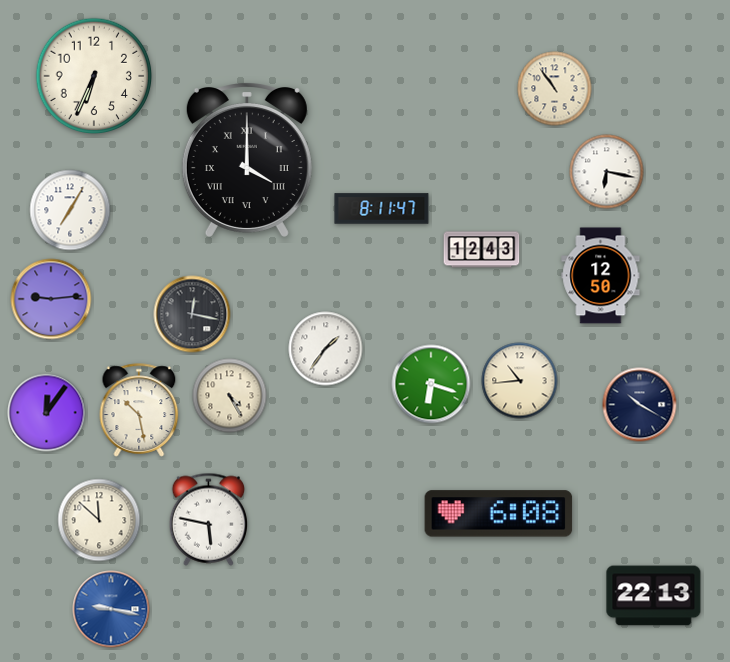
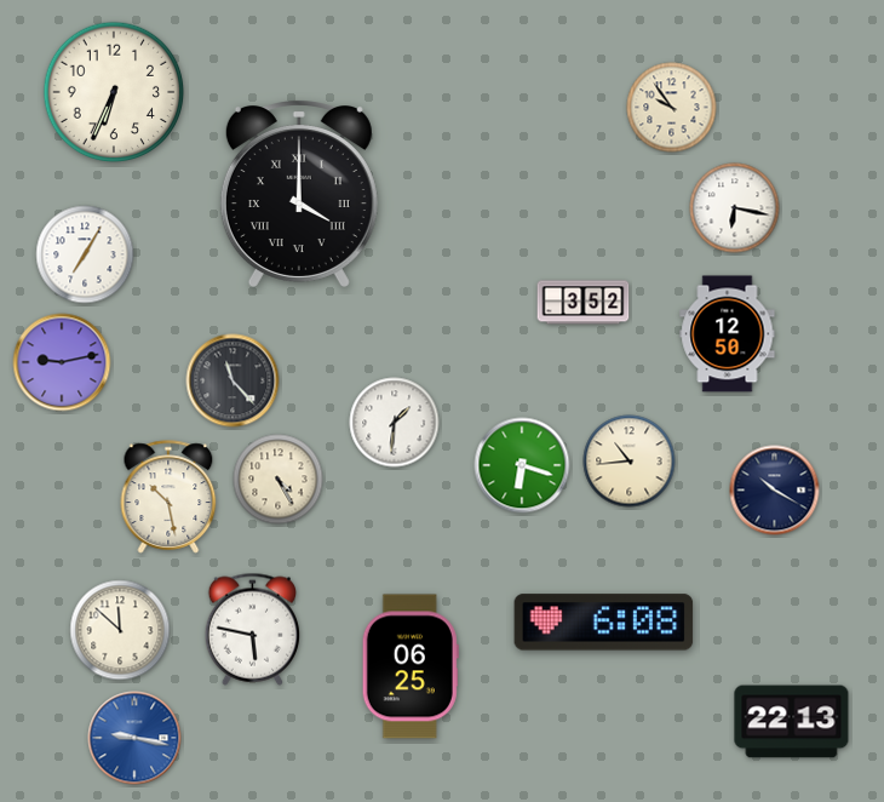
clock at (555, 89): 10:54 -> 9:54
clock at (382, 209): 8:11 -> none
clock at (482, 250): 12:43 -> 3:52
clock at (51, 299): 9:14 -> 9:13
clock at (192, 314): 12:17 -> 11:23
clock at (326, 349): 1:36 -> 1:31
clock at (47, 413): 12:06 -> none
clock at (411, 666): none -> 06:25
